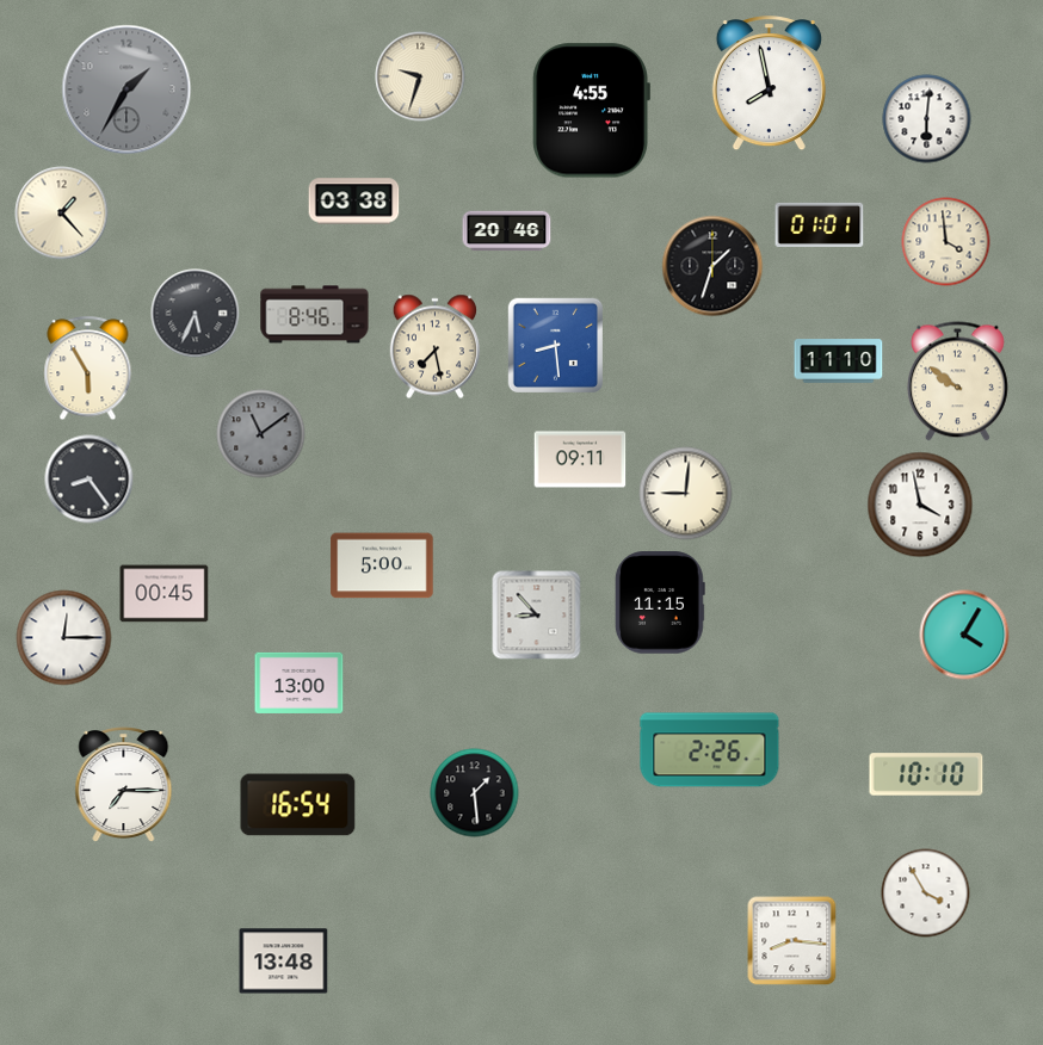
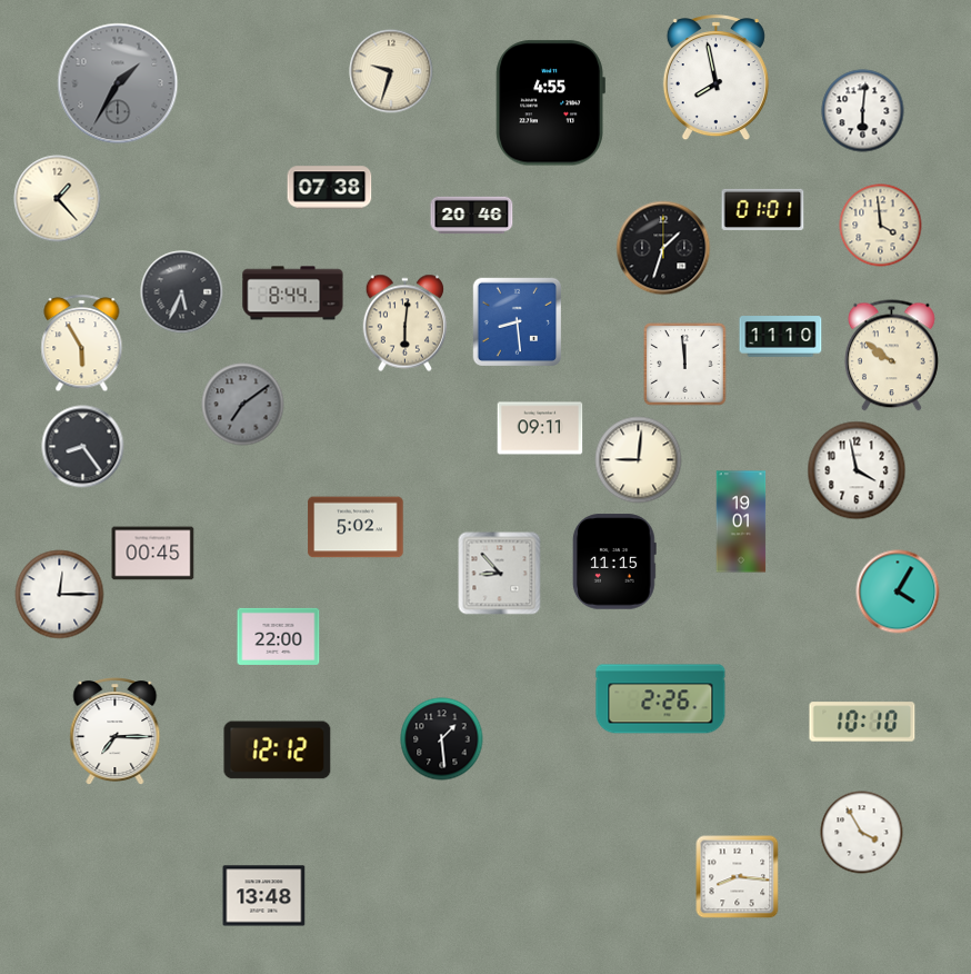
clock at (354, 202): 03:38 -> 07:38
clock at (315, 315): 8:46 -> 8:44
clock at (436, 347): 7:28 -> 6:01
clock at (685, 365): none -> 11:59
clock at (261, 434): 11:09 -> 7:09
clock at (741, 521): none -> 19:01
clock at (382, 565): 5:00 -> 5:02
clock at (300, 682): 13:00 -> 22:00
clock at (298, 805): 16:54 -> 12:12
